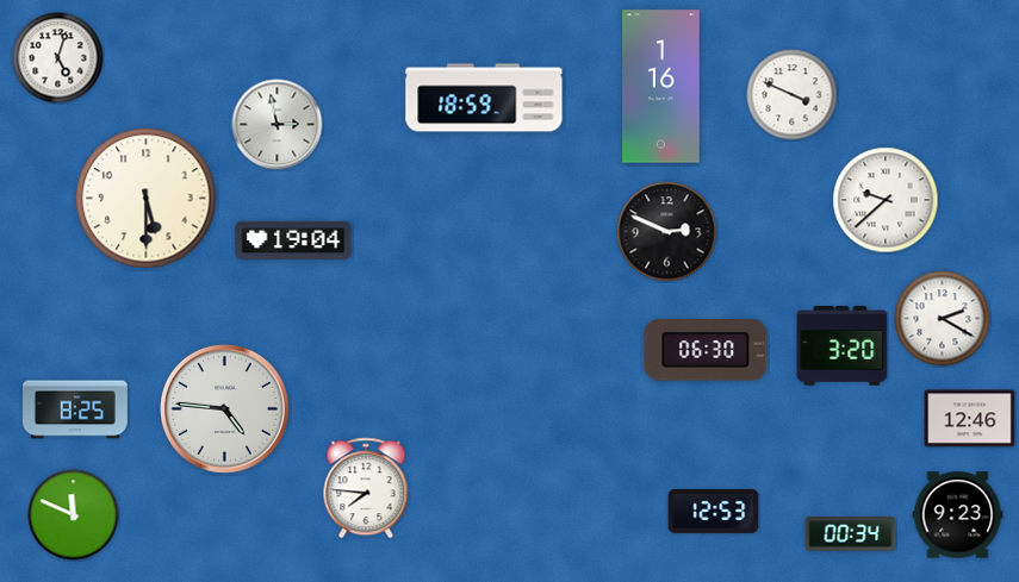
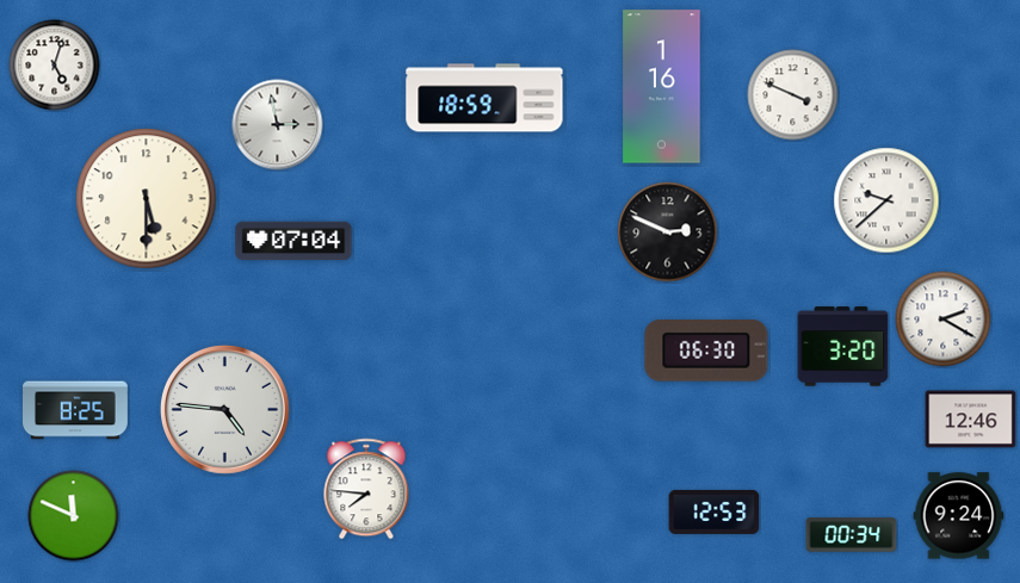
clock at (58, 58) position: (58, 58) -> (55, 66)
clock at (293, 240): 19:04 -> 07:04
clock at (958, 515): 9:23 -> 9:24
